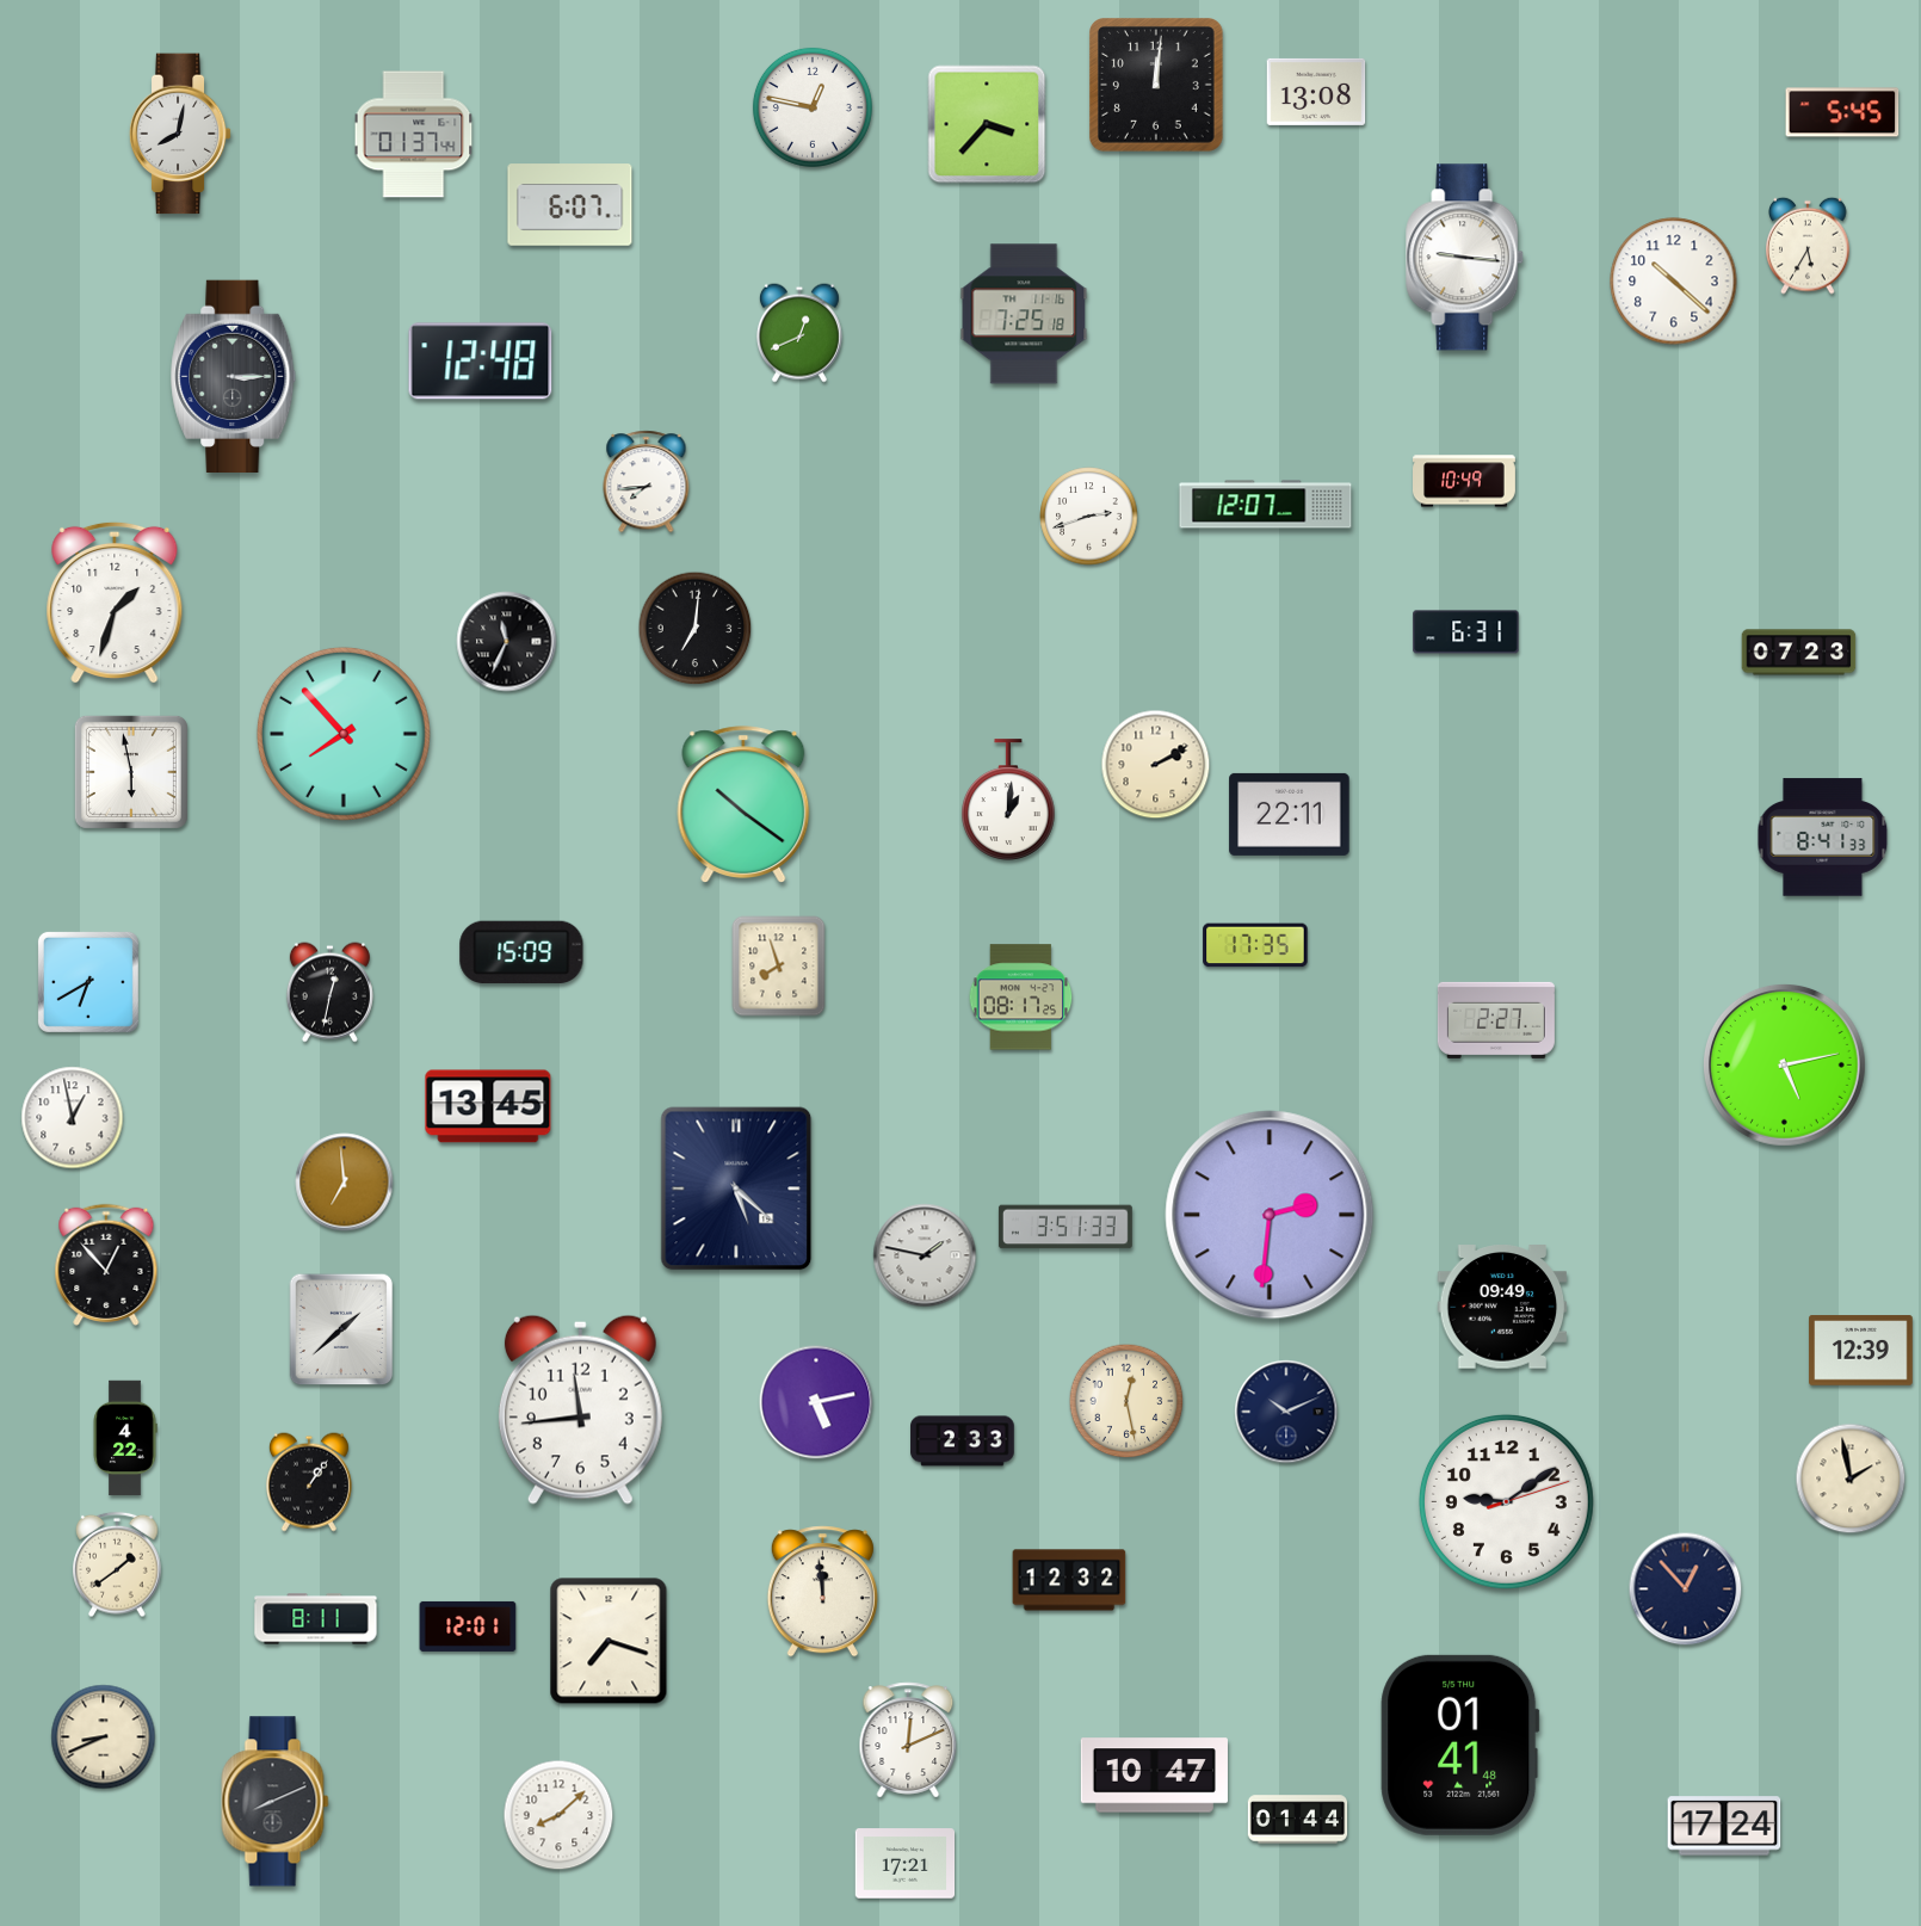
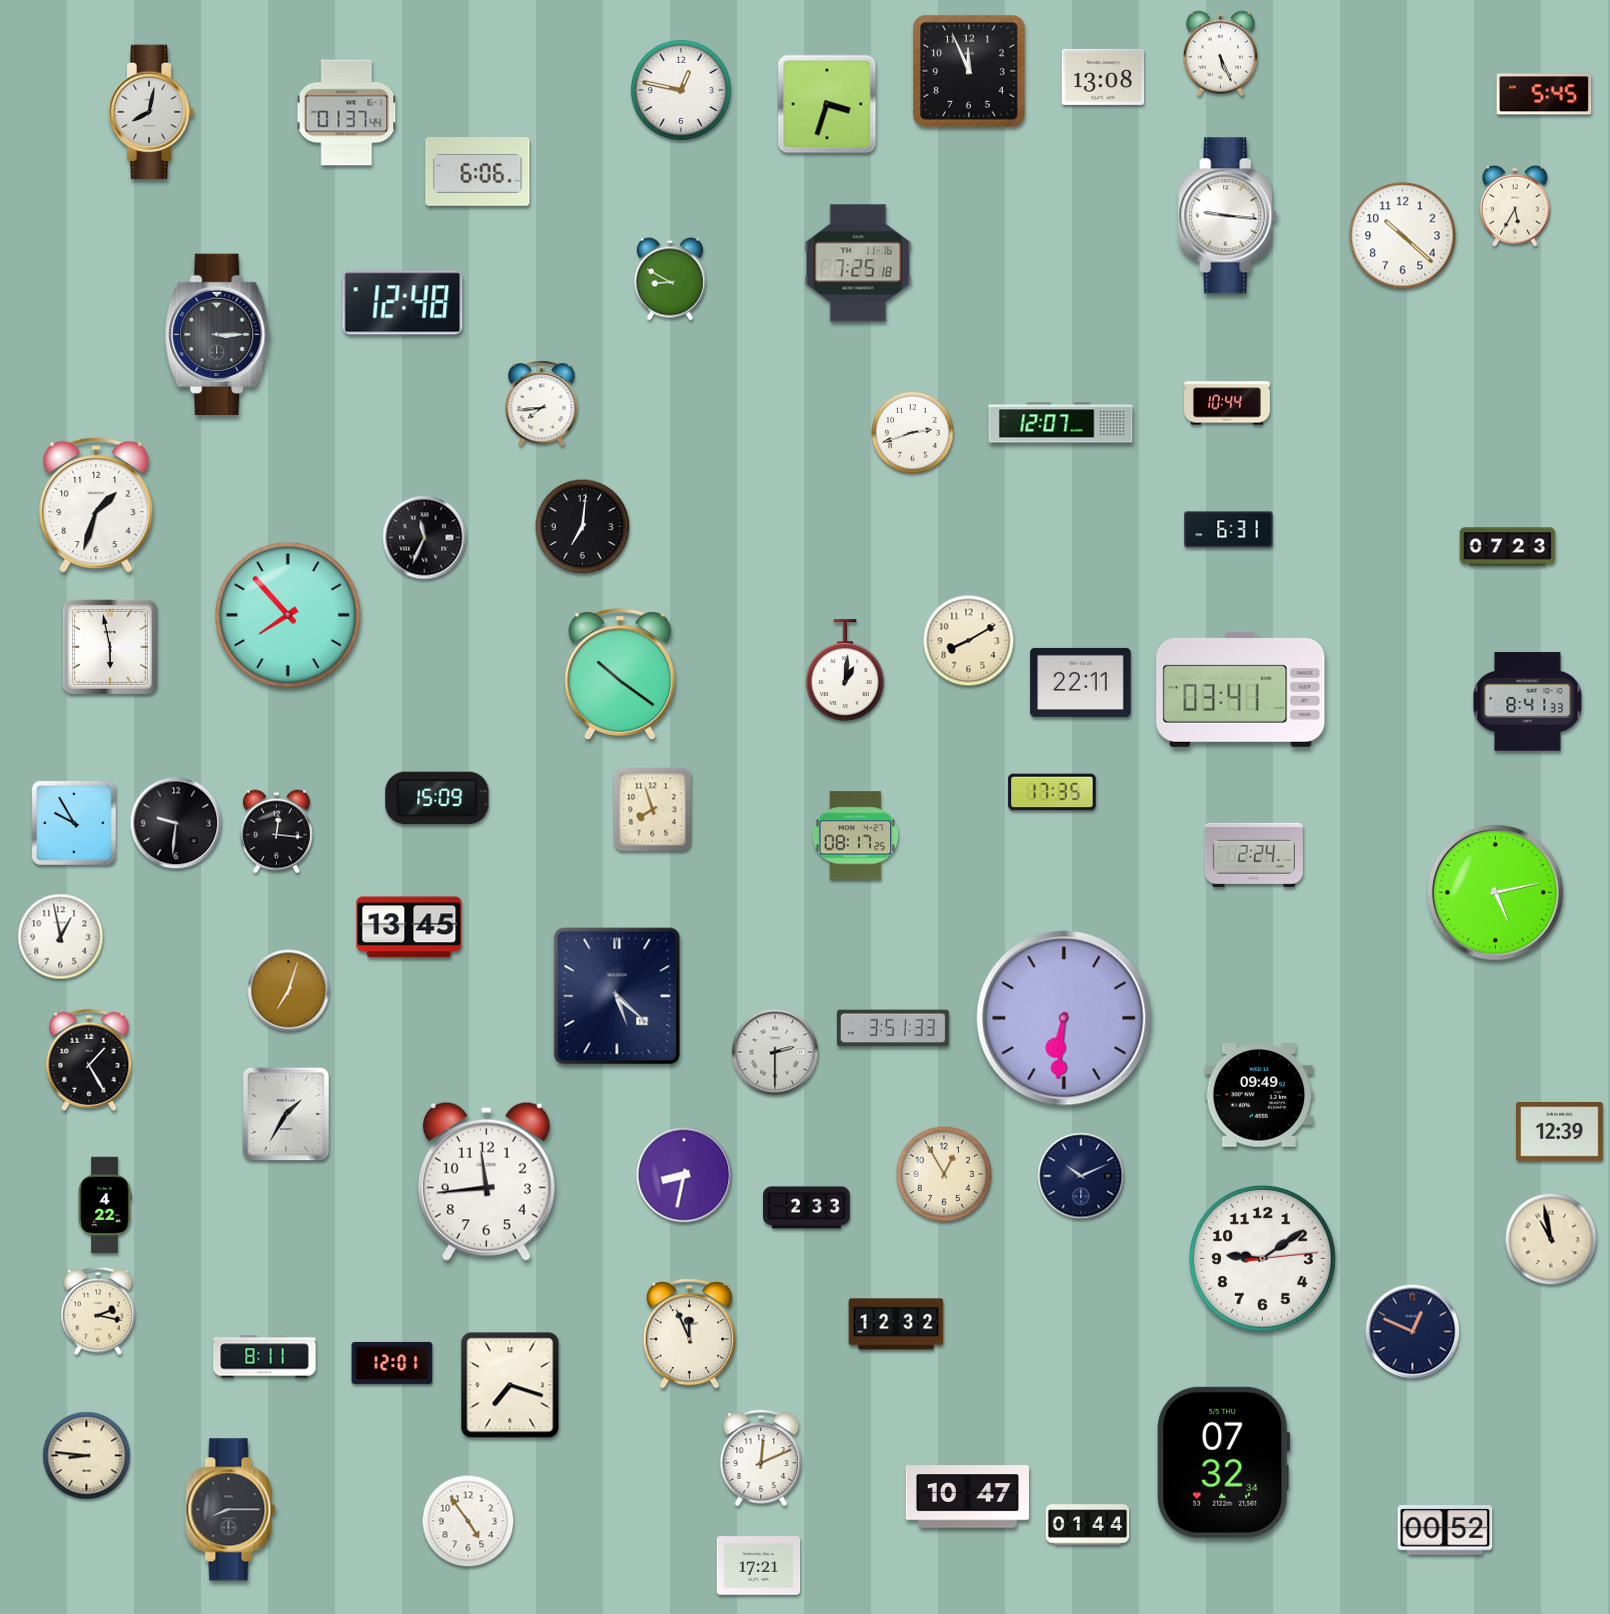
clock at (1220, 54): none -> 5:26
clock at (1157, 86): 12:01 -> 11:56
clock at (987, 124): 3:37 -> 3:33
clock at (570, 205): 6:07 -> 6:06
clock at (799, 333): 12:41 -> 8:50
clock at (234, 376) position: (234, 376) -> (218, 334)
clock at (1465, 481): 10:49 -> 10:44
clock at (1156, 765): 2:10 -> 8:10
clock at (743, 804) position: (743, 804) -> (620, 674)
clock at (1241, 689): none -> 03:41
clock at (88, 982): 6:40 -> 9:55
clock at (176, 823): none -> 9:31
clock at (329, 993): 12:32 -> 12:16
clock at (1496, 1020): 2:27 -> 2:24
clock at (345, 1183): 6:59 -> 7:03
clock at (1270, 1215): 2:31 -> 6:31
clock at (925, 1255): 1:47 -> 2:30
clock at (106, 1265): 12:53 -> 1:25
clock at (341, 1329): 1:38 -> 1:35
clock at (1126, 1401): 12:28 -> 12:55
clock at (816, 1402): 5:13 -> 8:32
clock at (1286, 1412) position: (1286, 1412) -> (1081, 1176)
clock at (1851, 1479): 1:58 -> 10:58
clock at (309, 1482): 1:06 -> none
clock at (1506, 1501): 9:09:12 -> 9:09:14
clock at (117, 1564): 1:39 -> 2:17
clock at (1686, 1589): 12:53 -> 12:49
clock at (822, 1592): 11:59 -> 11:56
clock at (609, 1641) position: (609, 1641) -> (510, 1385)
clock at (104, 1737): 8:41 -> 8:46
clock at (1460, 1745): 01:41 -> 07:32
clock at (1154, 1776) position: (1154, 1776) -> (967, 1497)
clock at (276, 1802): 8:11 -> 8:15
clock at (558, 1815): 8:08 -> 4:54
clock at (1724, 1826): 17:24 -> 00:52
clock at (906, 1864) position: (906, 1864) -> (759, 1566)
